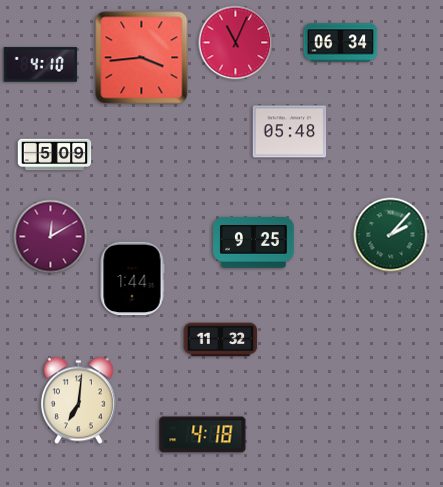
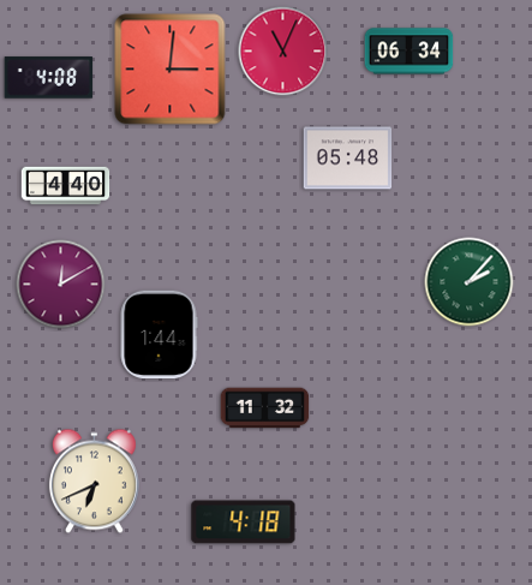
clock at (142, 58): 3:44 -> 3:01
clock at (41, 65): 4:10 -> 4:08
clock at (55, 155): 5:09 -> 4:40
clock at (254, 243): 9:25 -> none
clock at (78, 401): 7:01 -> 6:41
